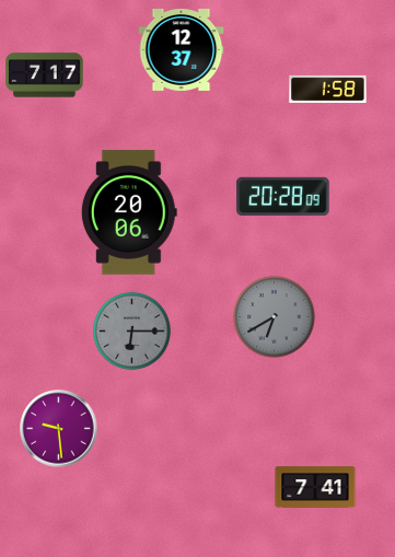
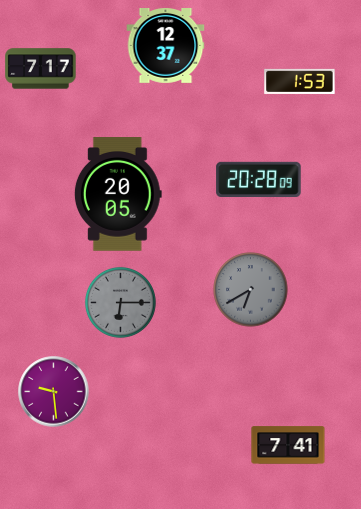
clock at (328, 89): 1:58 -> 1:53
clock at (129, 212): 20:06 -> 20:05
